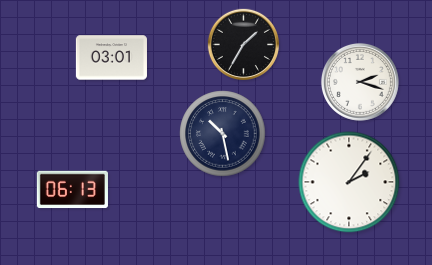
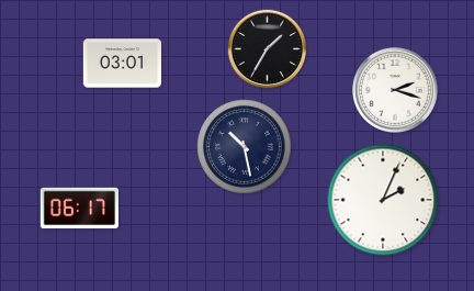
clock at (349, 182): 2:06 -> 2:04
clock at (72, 190): 06:13 -> 06:17
